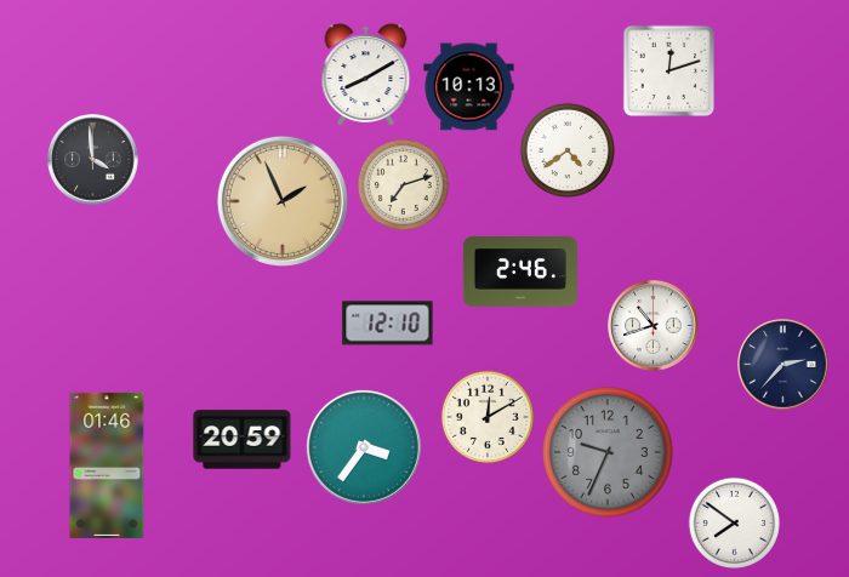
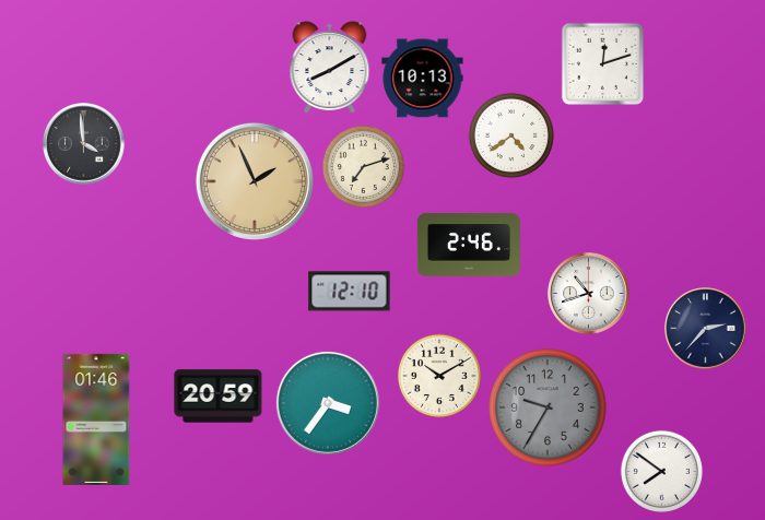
clock at (488, 417): 12:10 -> 10:10
clock at (608, 452): 9:34 -> 9:35
